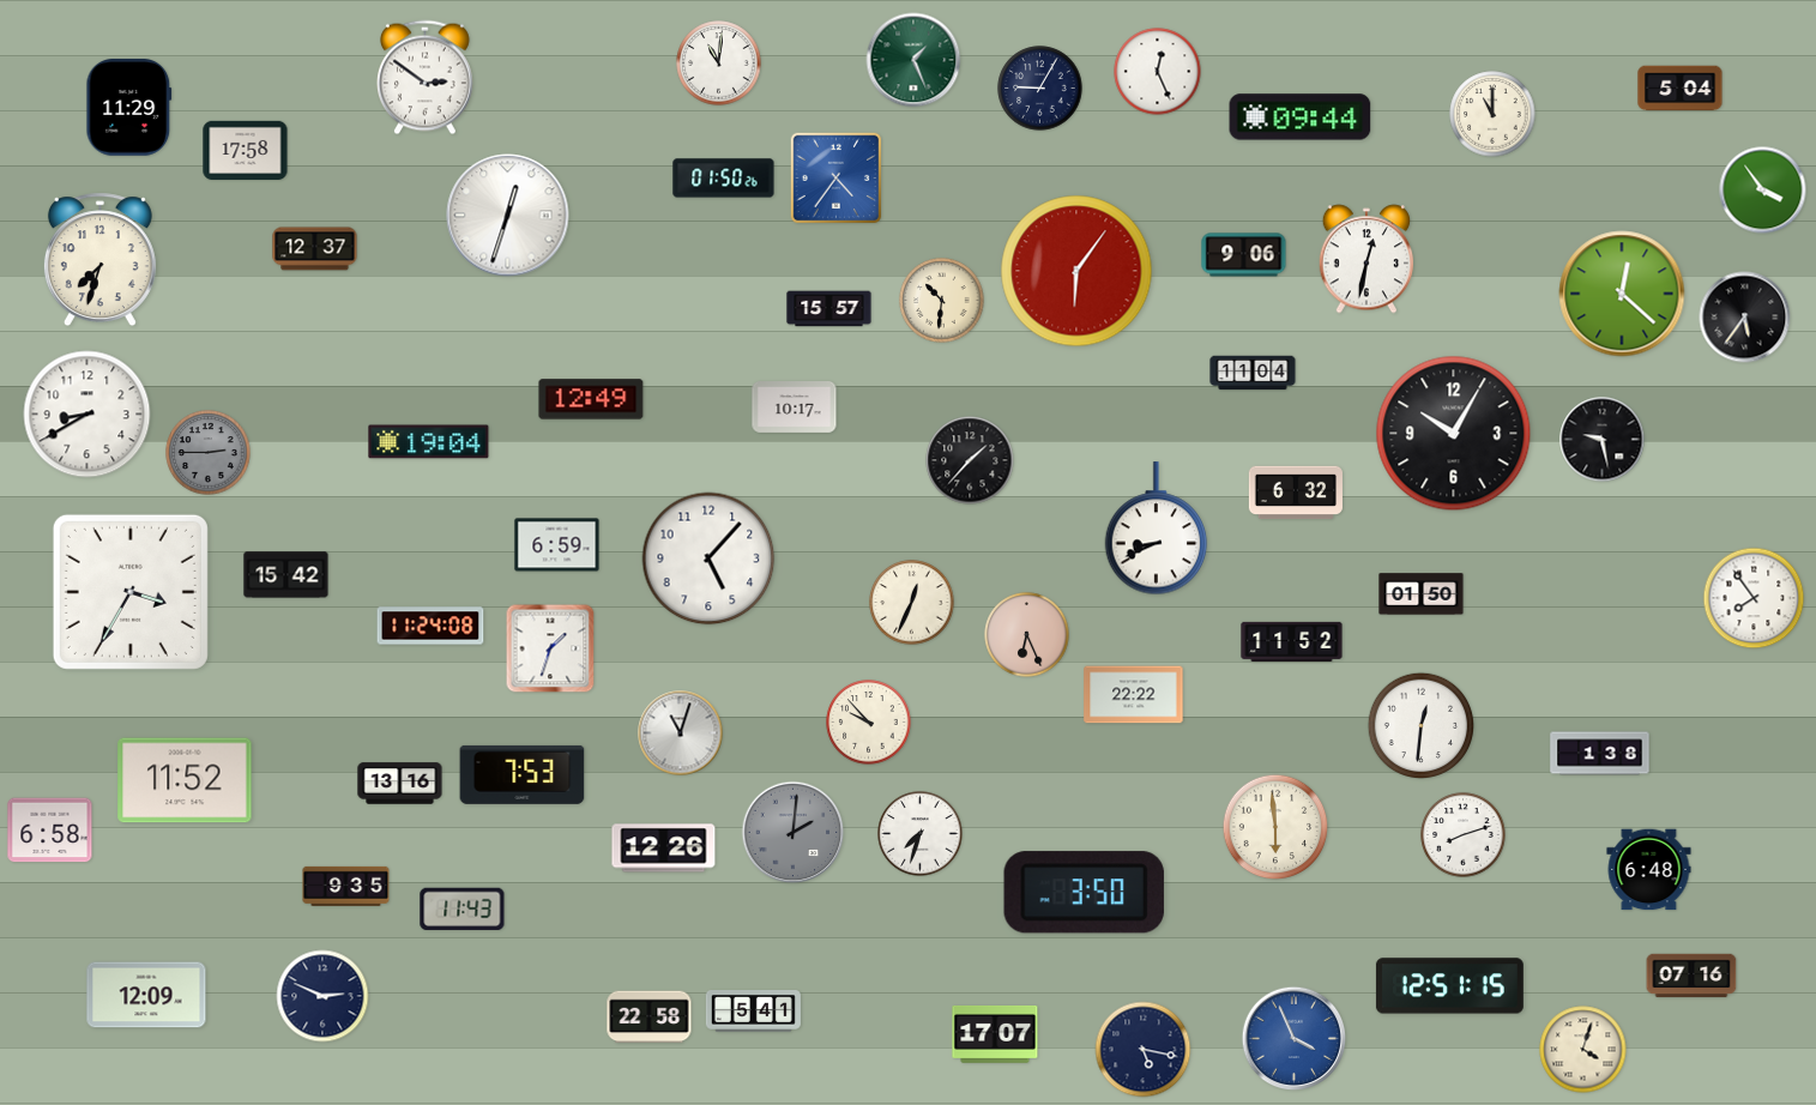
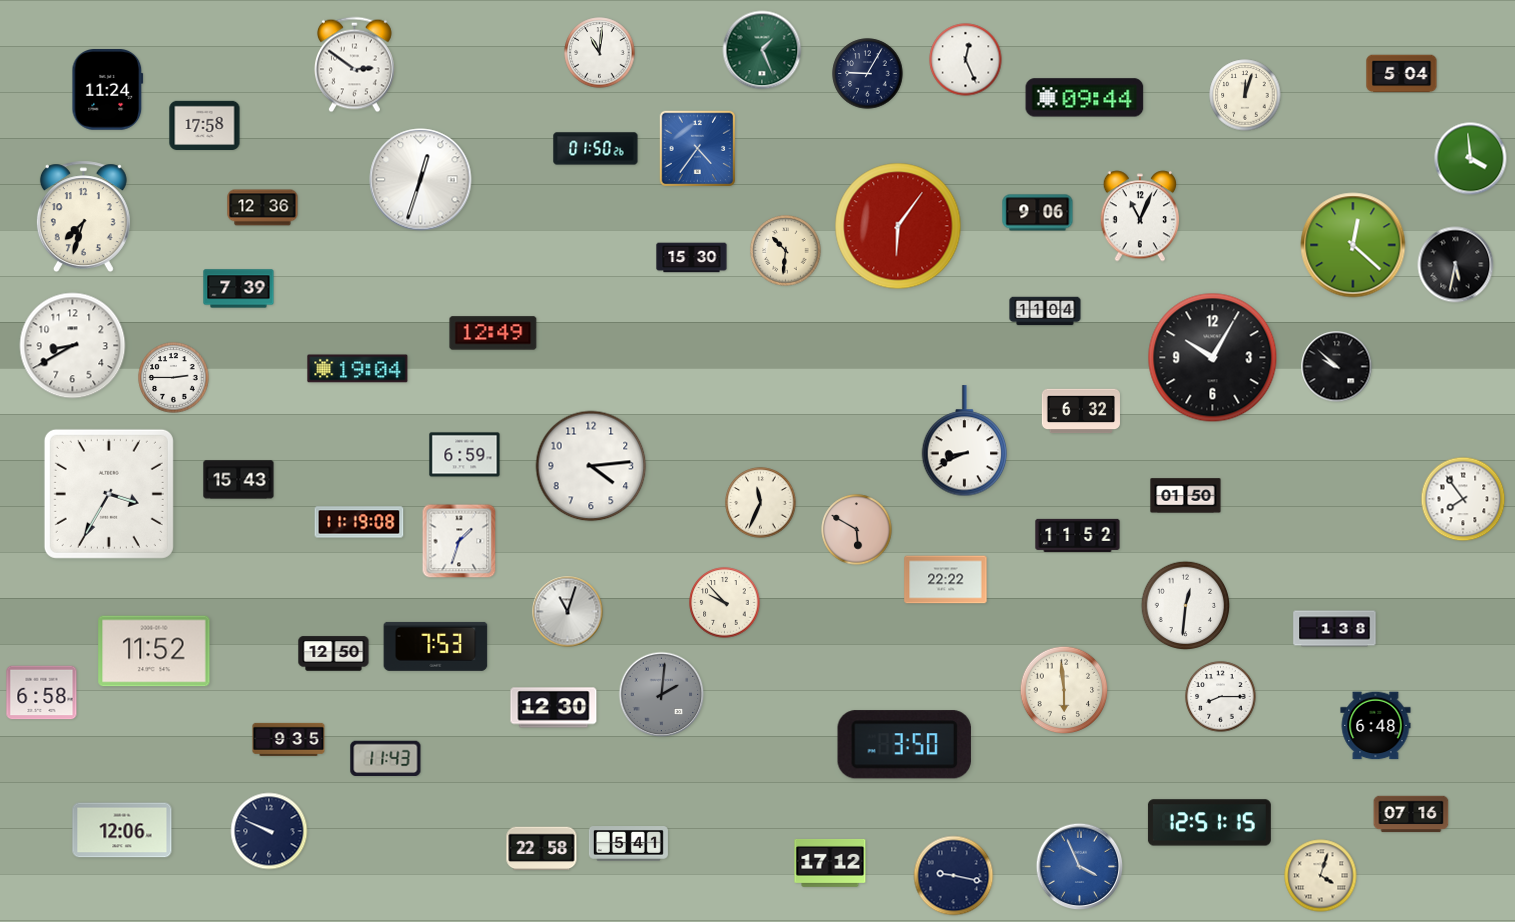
clock at (129, 108): 11:29 -> 11:24
clock at (1492, 114): 11:00 -> 12:03
clock at (724, 179) position: (724, 179) -> (596, 149)
clock at (1763, 191): 3:54 -> 3:59
clock at (508, 216) position: (508, 216) -> (421, 180)
clock at (315, 249): 12:37 -> 12:36
clock at (1365, 259): 12:32 -> 11:04
clock at (829, 309): 15:57 -> 15:30
clock at (1745, 318): 5:36 -> 5:32
clock at (239, 289): none -> 7:39
clock at (795, 407): 10:17 -> none
clock at (1454, 434) position: (1454, 434) -> (1213, 358)
clock at (1603, 440): 9:28 -> 9:52
clock at (209, 453) dial: grey -> white
clock at (970, 460): 1:37 -> none
clock at (708, 558): 5:07 -> 4:14
clock at (286, 575): 15:42 -> 15:43
clock at (912, 603): 12:34 -> 11:34
clock at (430, 626): 11:24 -> 11:19
clock at (1027, 635): 6:26 -> 5:50
clock at (400, 784): 13:16 -> 12:50
clock at (921, 834): 7:33 -> none
clock at (1464, 835): 8:12 -> 8:15
clock at (664, 849): 12:26 -> 12:30
clock at (146, 995): 12:09 -> 12:06
clock at (322, 996): 2:49 -> 9:49
clock at (995, 1034): 17:07 -> 17:12
clock at (1144, 1050): 5:17 -> 9:17
